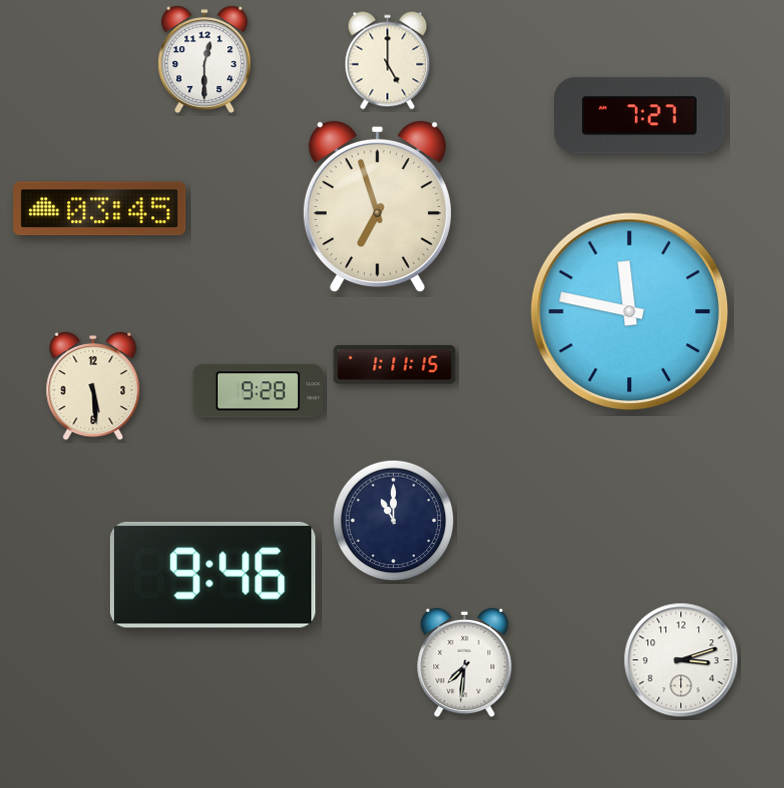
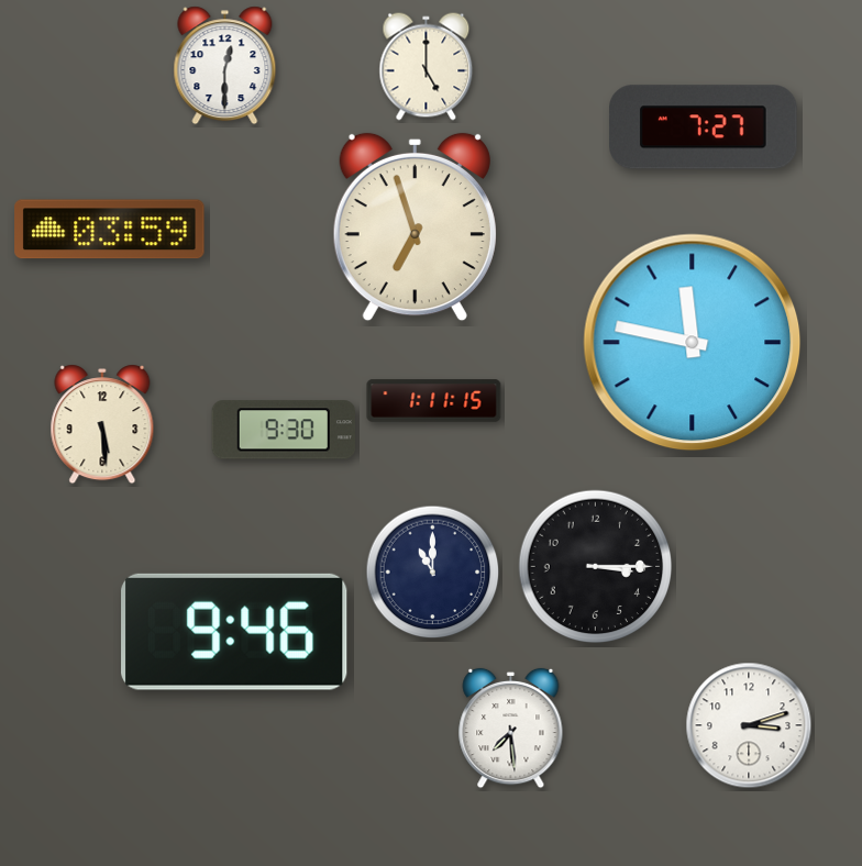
clock at (100, 209): 03:45 -> 03:59
clock at (257, 391): 9:28 -> 9:30
clock at (596, 567): none -> 3:15
clock at (465, 663): 7:31 -> 7:29
